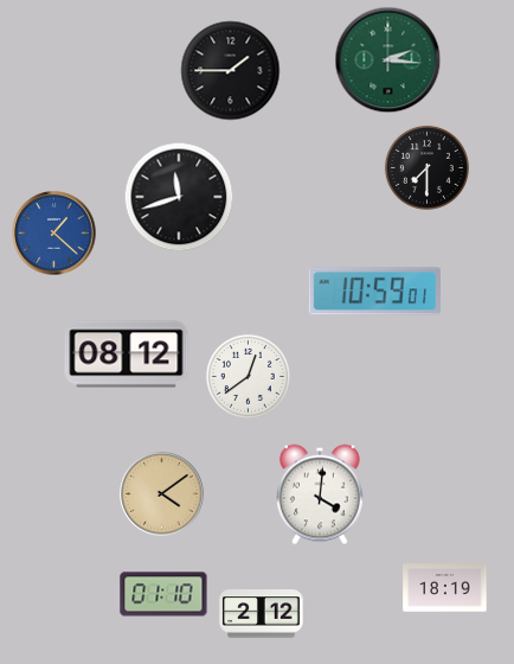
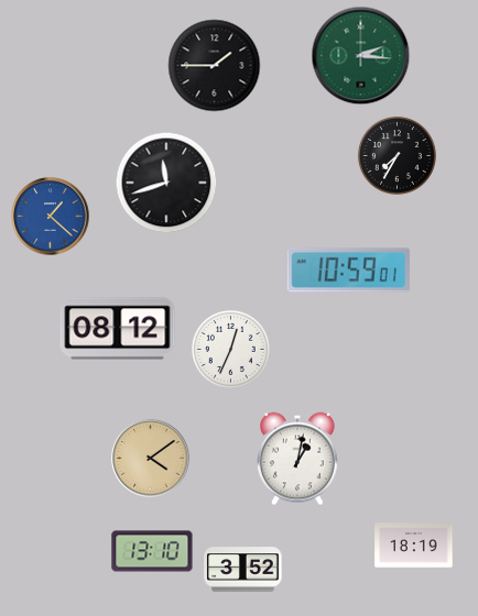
clock at (426, 167): 7:30 -> 7:35
clock at (248, 376): 12:39 -> 12:34
clock at (320, 494): 4:01 -> 1:02
clock at (163, 594): 01:10 -> 13:10
clock at (262, 614): 2:12 -> 3:52
